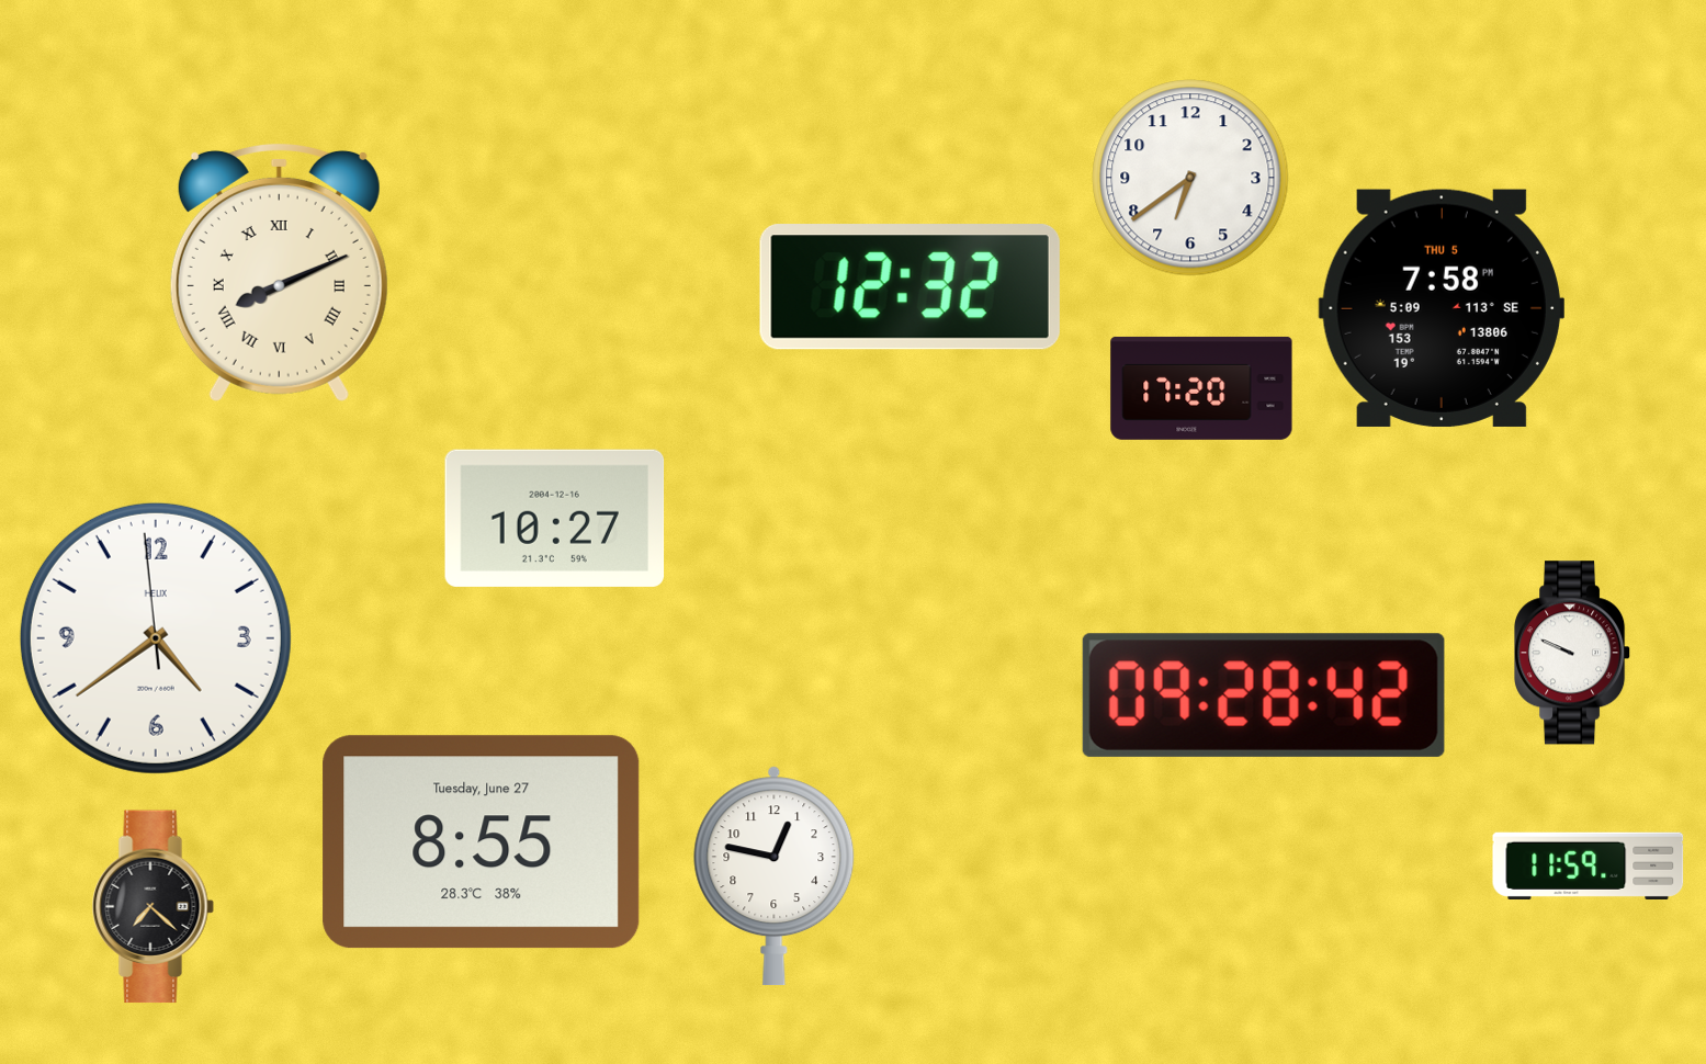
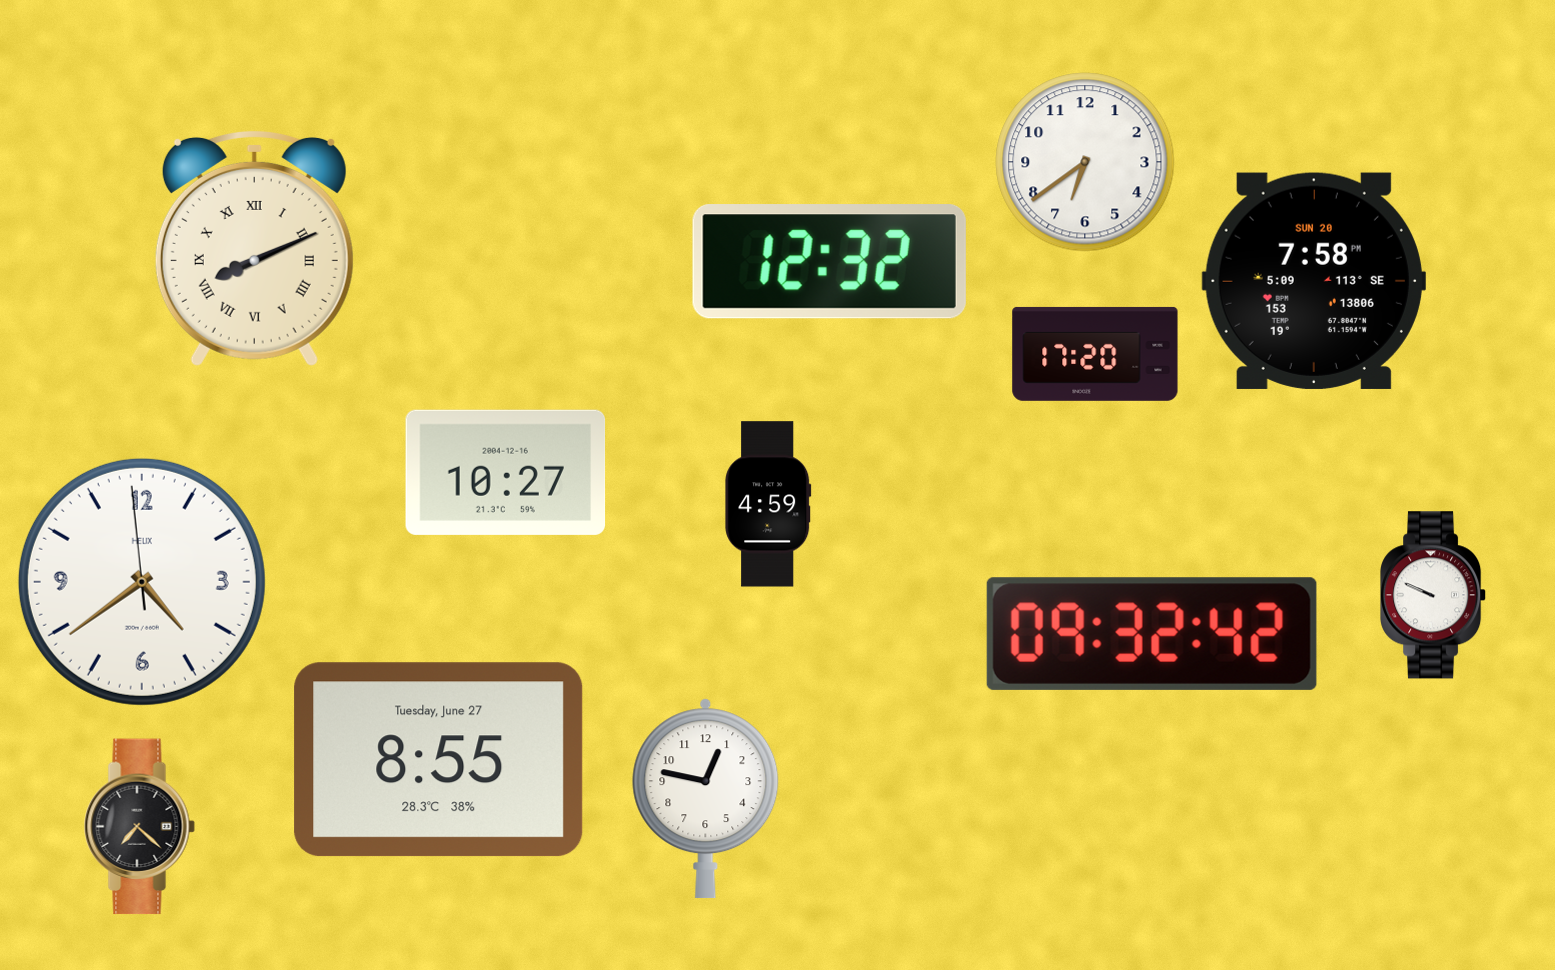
clock at (1442, 308) date: THU 5 -> SUN 20
clock at (768, 504): none -> 4:59
clock at (1264, 695): 09:28 -> 09:32
clock at (482, 842) position: (482, 842) -> (439, 760)
clock at (1589, 865): 11:59 -> none
